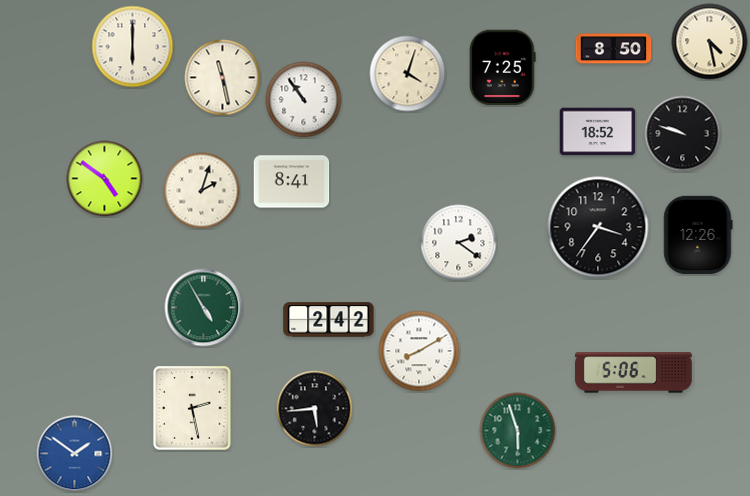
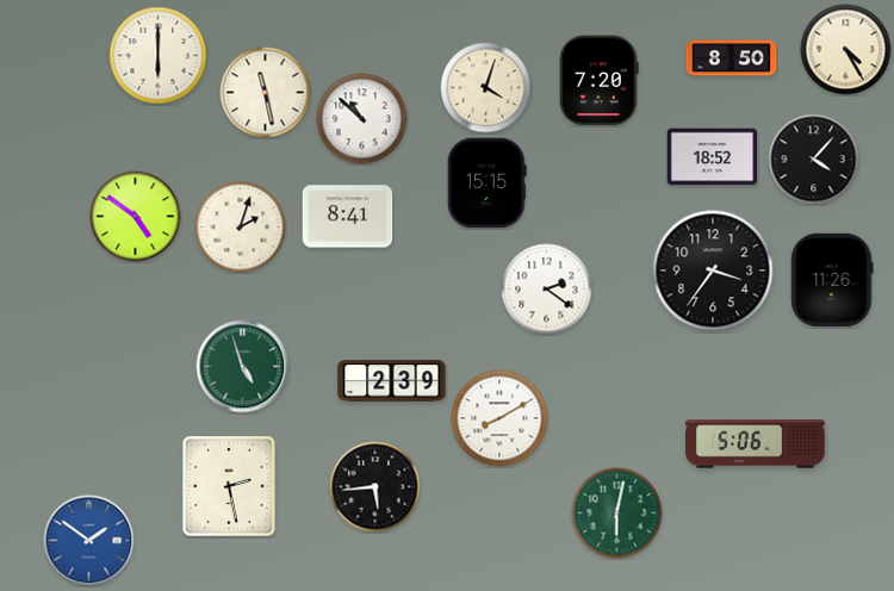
clock at (710, 42): 4:28 -> 4:25
clock at (503, 68): 7:25 -> 7:20
clock at (304, 100): 10:54 -> 10:52
clock at (683, 134): 9:48 -> 4:07
clock at (486, 183): none -> 15:15
clock at (105, 179) position: (105, 179) -> (136, 217)
clock at (698, 235): 12:26 -> 11:26
clock at (204, 308): 4:55 -> 4:57
clock at (329, 320): 2:42 -> 2:39
clock at (518, 431): 5:57 -> 6:02
